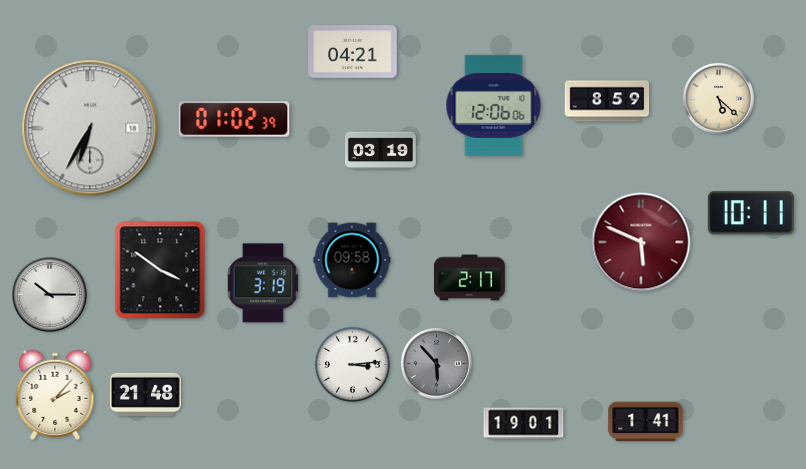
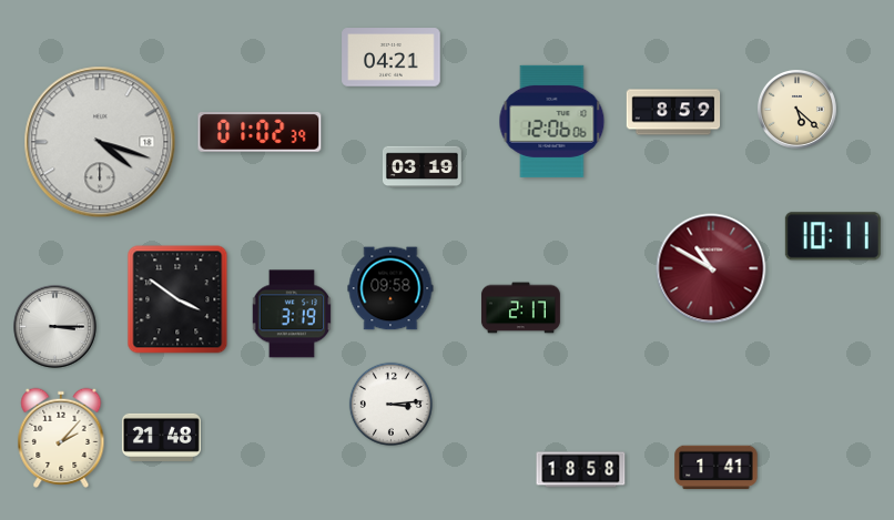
clock at (494, 105) position: (494, 105) -> (552, 121)
clock at (90, 128): 6:35 -> 4:18
clock at (641, 242): 5:49 -> 10:50
clock at (50, 295): 10:15 -> 3:15
clock at (436, 363): 5:53 -> none
clock at (524, 424): 19:01 -> 18:58
